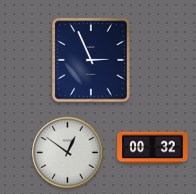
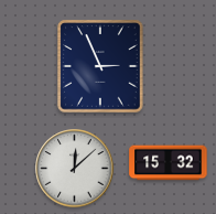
clock at (153, 148): 00:32 -> 15:32
clock at (68, 153): 12:51 -> 12:08
